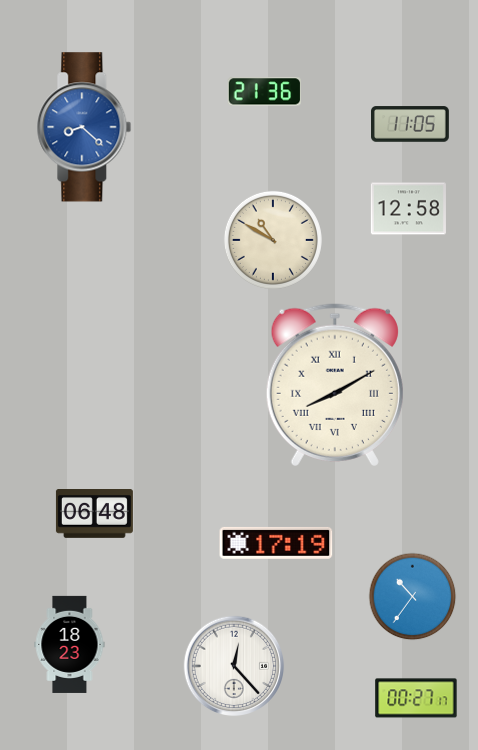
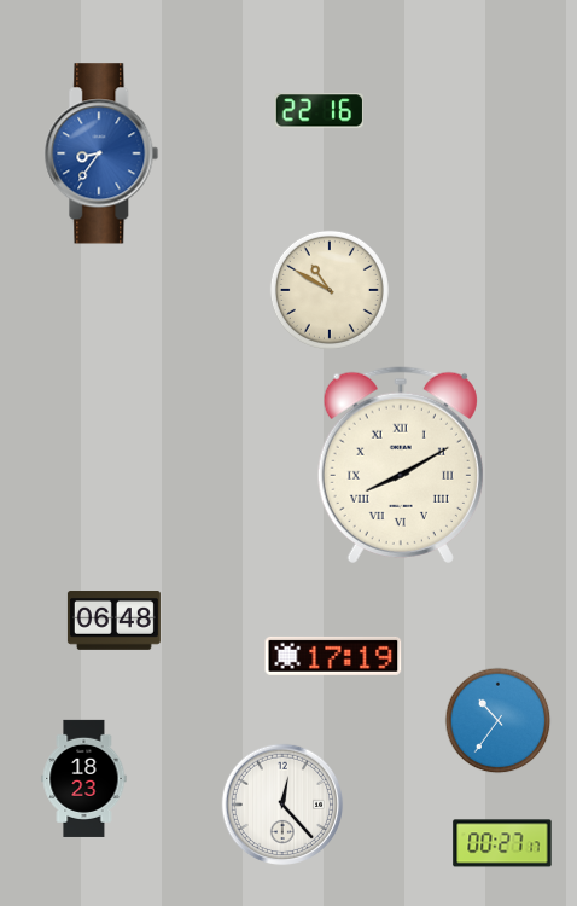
clock at (264, 92): 21:36 -> 22:16
clock at (411, 124): 11:05 -> none
clock at (84, 127): 8:22 -> 8:36
clock at (408, 209): 12:58 -> none
clock at (335, 385) position: (335, 385) -> (401, 465)
